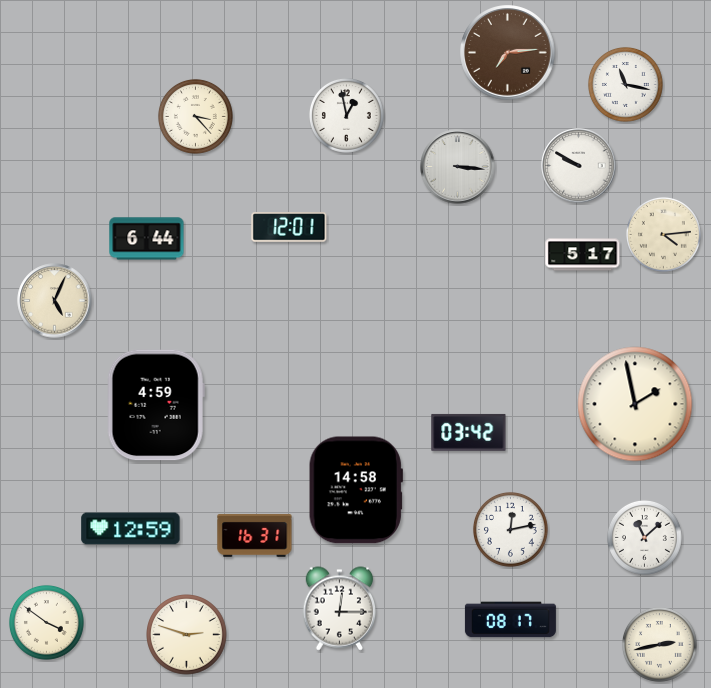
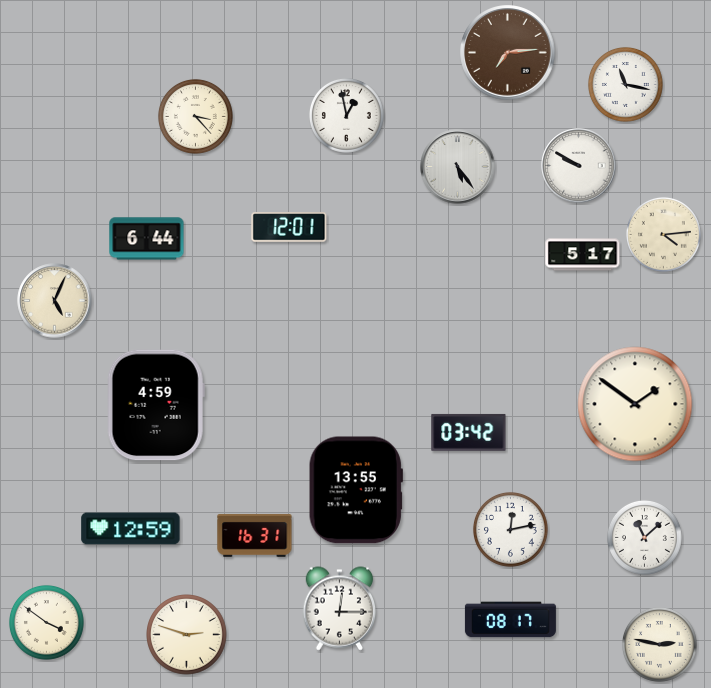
clock at (458, 167): 3:16 -> 5:24
clock at (635, 404): 1:58 -> 1:51
clock at (356, 490): 14:58 -> 13:55
clock at (659, 644): 2:43 -> 2:47
